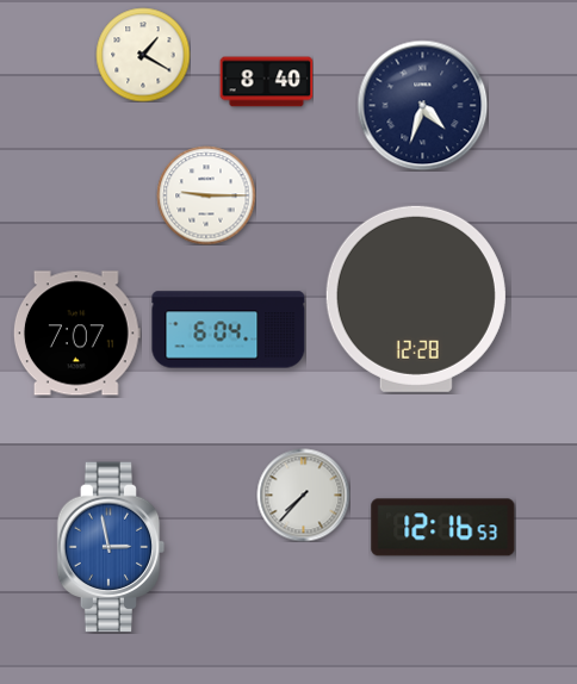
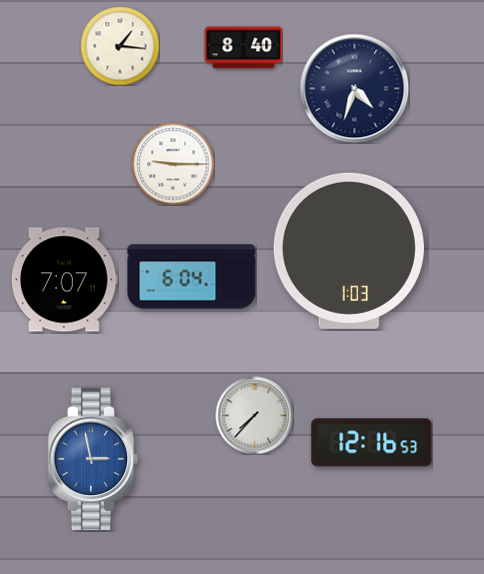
clock at (143, 55): 1:20 -> 1:16
clock at (266, 82) position: (266, 82) -> (243, 48)
clock at (416, 299): 12:28 -> 1:03
